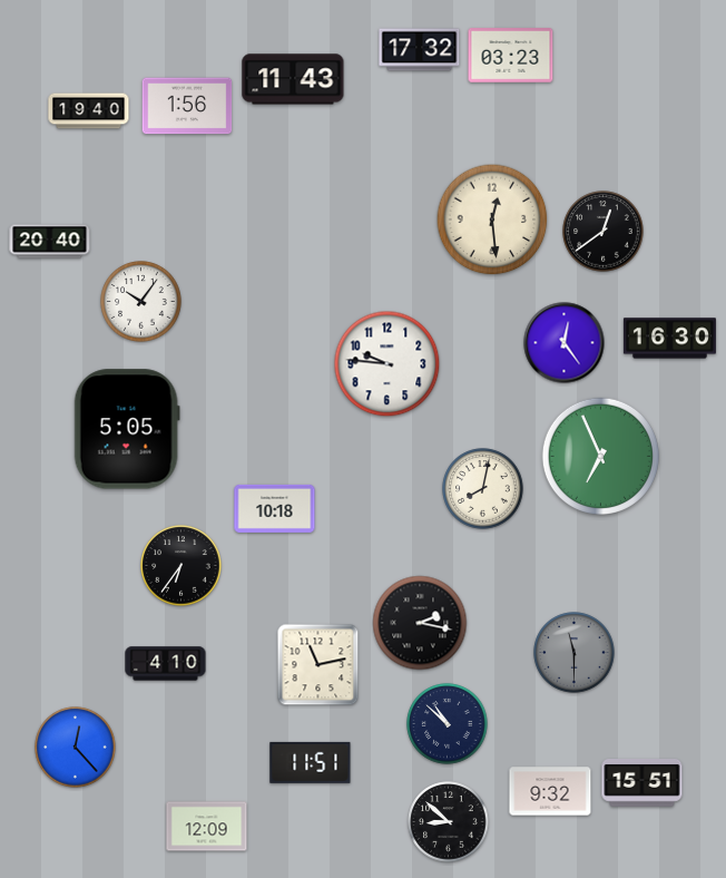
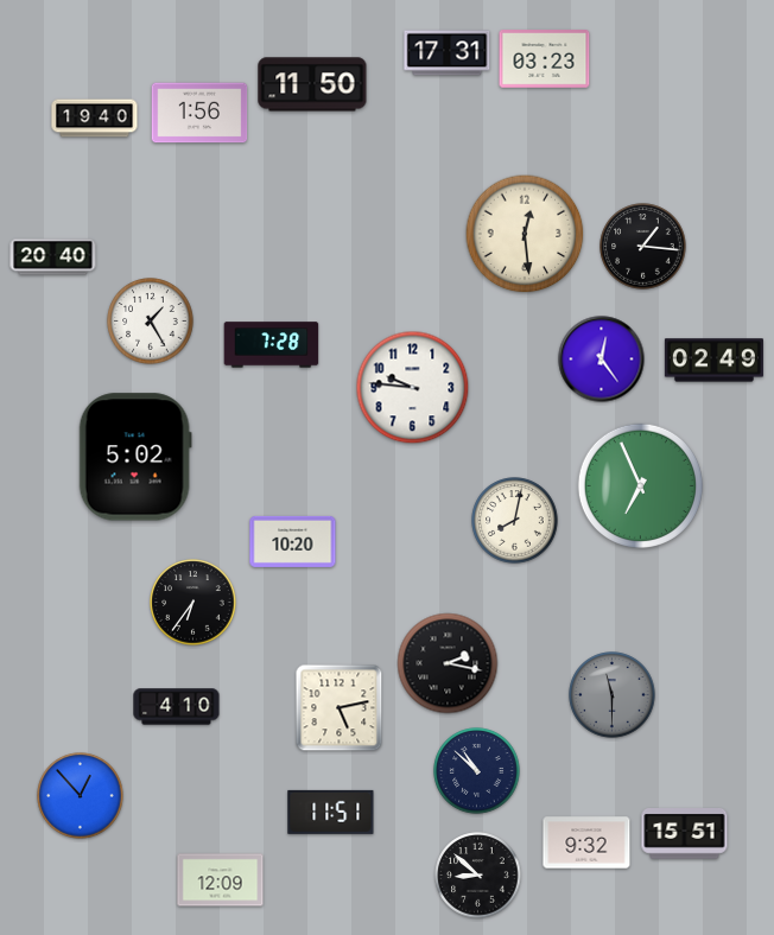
clock at (420, 50): 17:32 -> 17:31
clock at (293, 79): 11:43 -> 11:50
clock at (604, 232): 12:39 -> 1:16
clock at (141, 302): 10:06 -> 1:25
clock at (272, 345): none -> 7:28
clock at (669, 339): 16:30 -> 02:49
clock at (565, 343) position: (565, 343) -> (602, 360)
clock at (127, 429): 5:05 -> 5:02
clock at (275, 508): 10:18 -> 10:20
clock at (318, 665): 11:13 -> 5:13
clock at (76, 748): 12:23 -> 12:53
